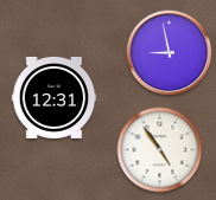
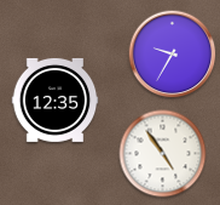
clock at (170, 53): 8:58 -> 9:35
clock at (55, 97): 12:31 -> 12:35
